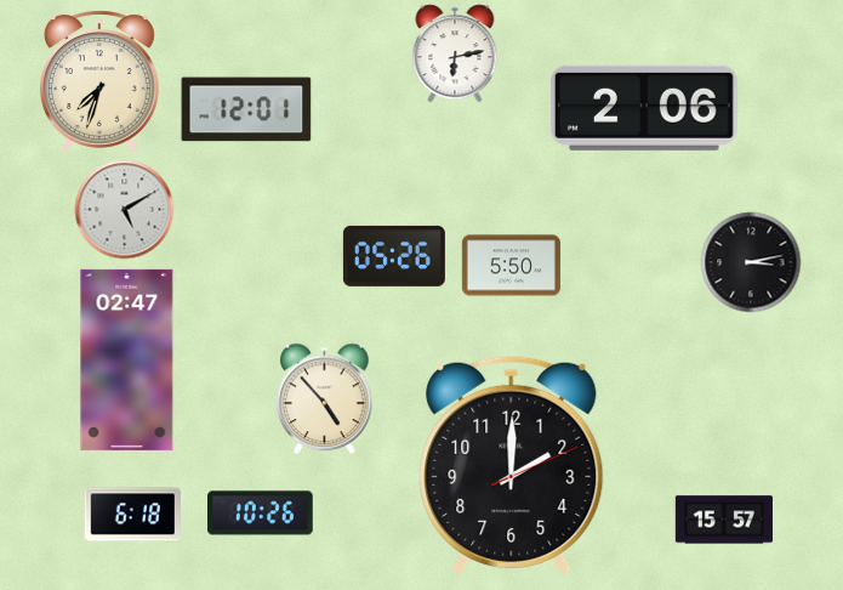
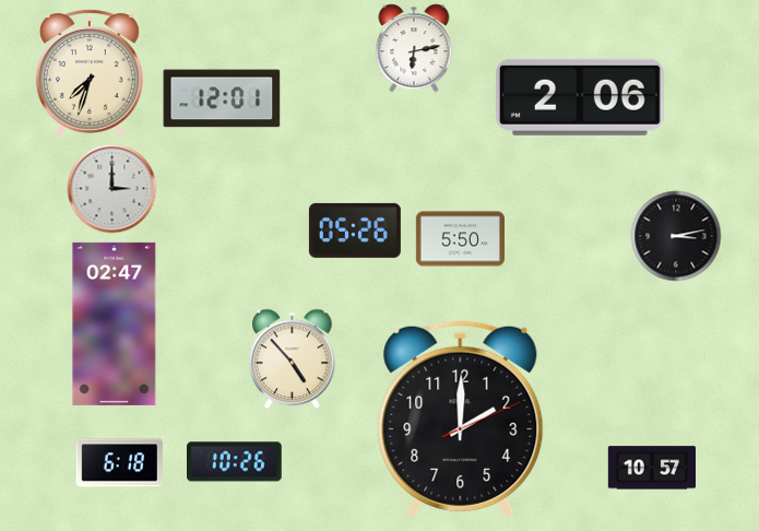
clock at (455, 53) position: (455, 53) -> (414, 48)
clock at (125, 210): 5:10 -> 3:00
clock at (724, 520): 15:57 -> 10:57
